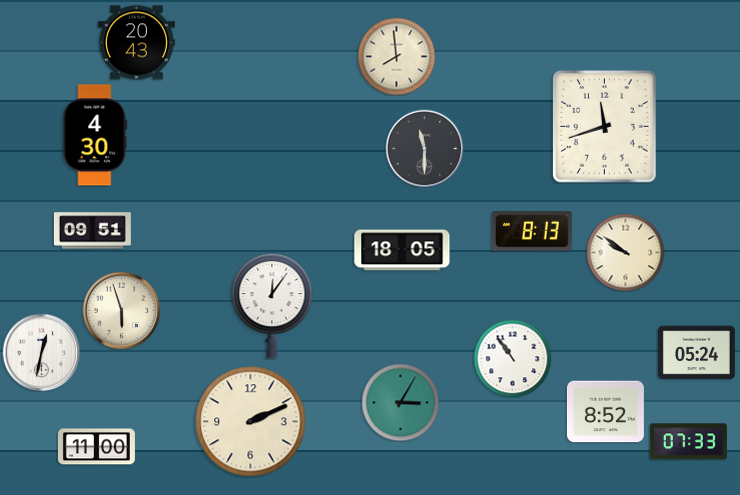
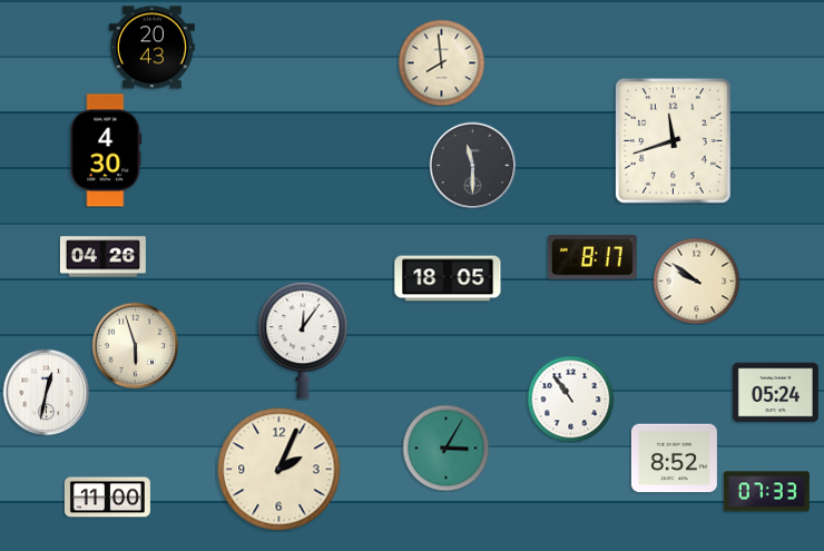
clock at (92, 231): 09:51 -> 04:26
clock at (532, 231): 8:13 -> 8:17
clock at (251, 422): 2:11 -> 2:04
